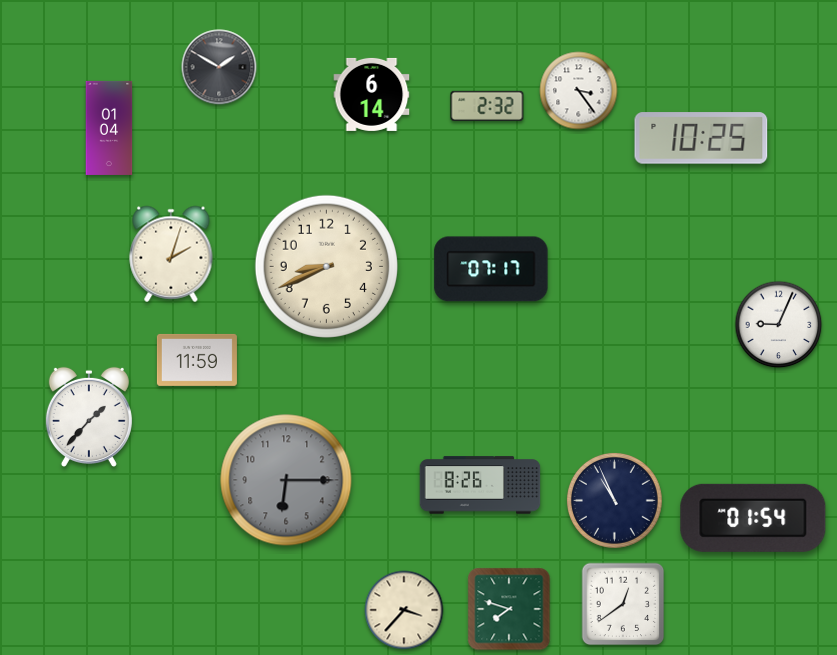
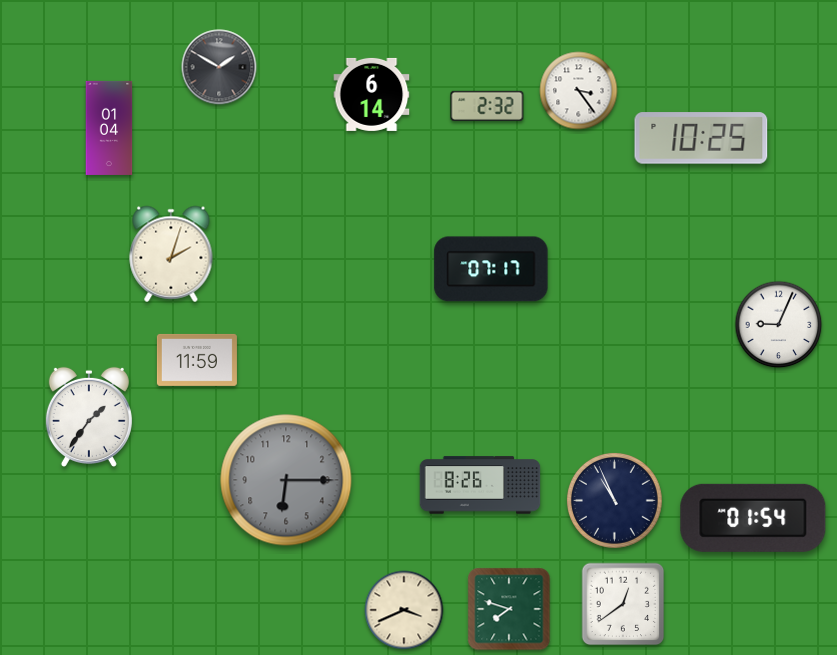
clock at (326, 266): 8:41 -> none
clock at (89, 417): 1:37 -> 1:36
clock at (404, 610): 3:37 -> 3:41
